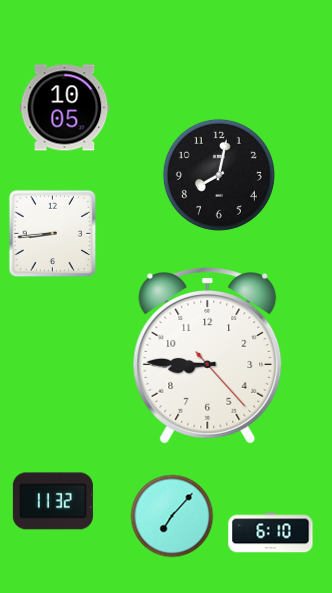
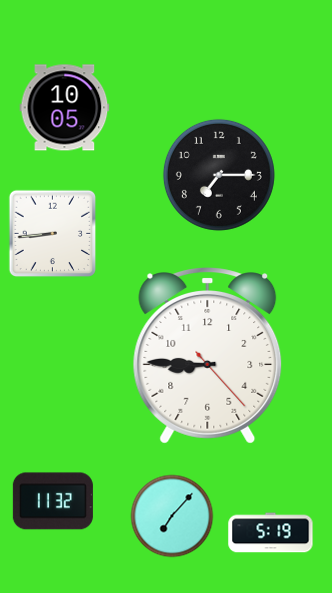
clock at (219, 175): 8:02 -> 7:15
clock at (271, 533): 6:10 -> 5:19
